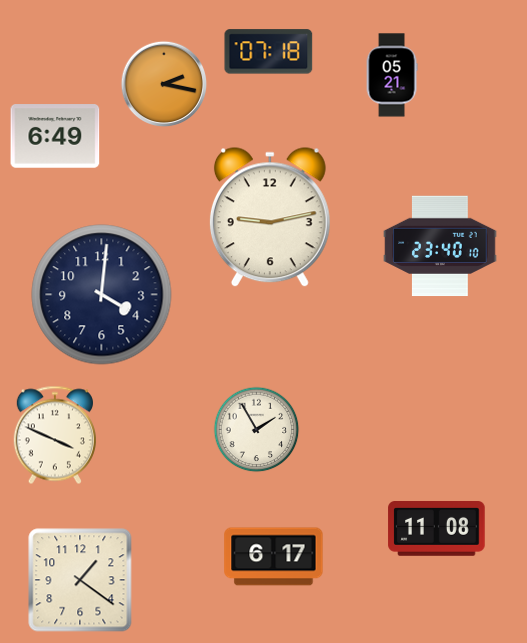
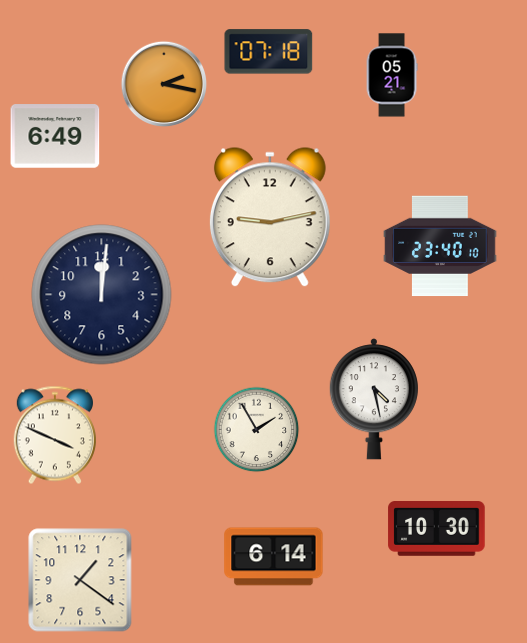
clock at (102, 295): 4:01 -> 12:01
clock at (374, 399): none -> 4:28
clock at (437, 529): 11:08 -> 10:30
clock at (274, 557): 6:17 -> 6:14
